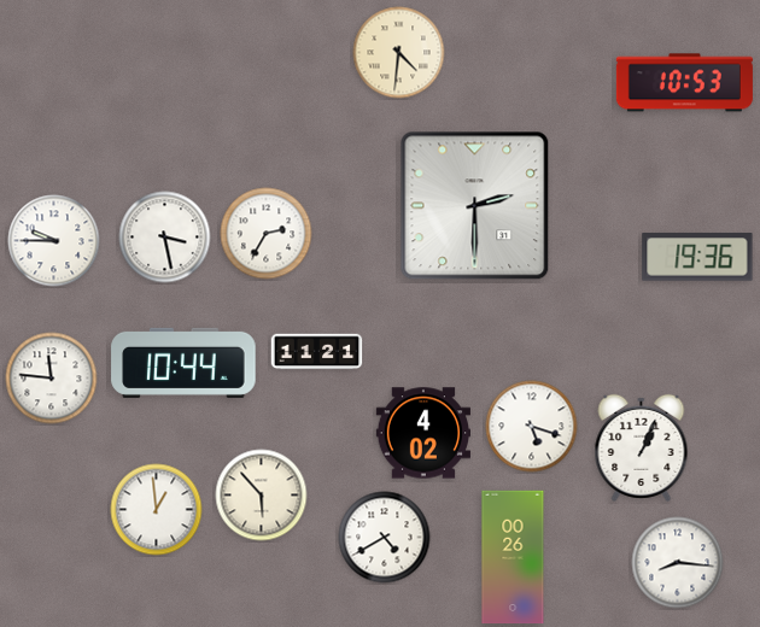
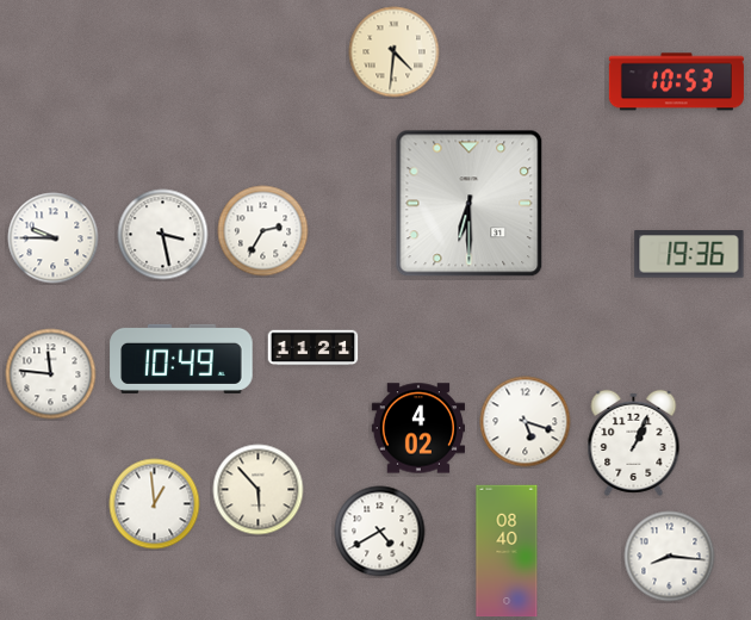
clock at (475, 206): 2:30 -> 6:30
clock at (183, 363): 10:44 -> 10:49
clock at (513, 557): 00:26 -> 08:40
